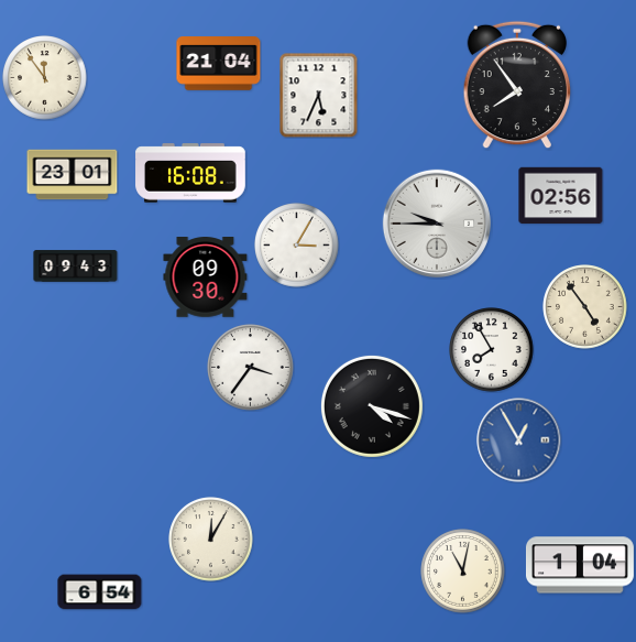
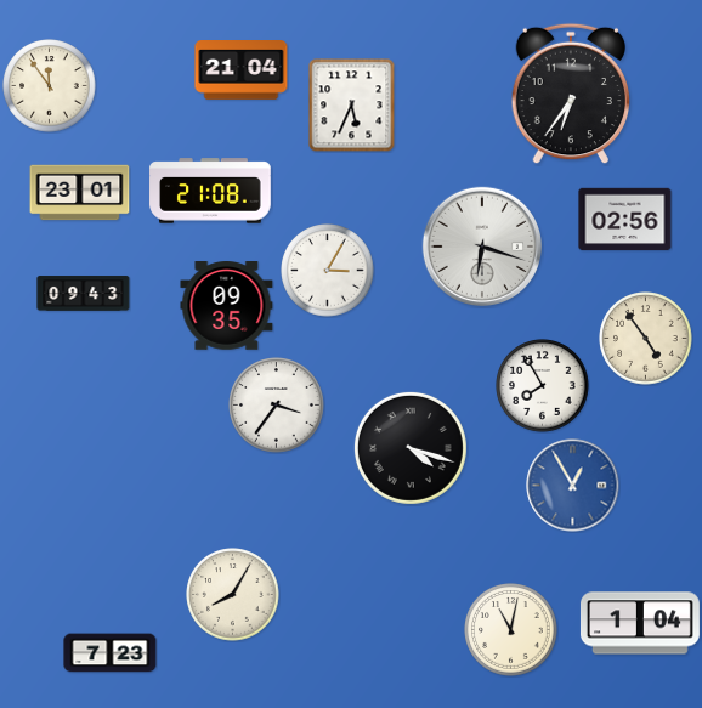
clock at (517, 85): 7:54 -> 6:36
clock at (190, 173): 16:08 -> 21:08
clock at (561, 196) position: (561, 196) -> (625, 220)
clock at (436, 222): 9:45 -> 6:18
clock at (206, 278): 09:30 -> 09:35
clock at (211, 540): 12:05 -> 8:05
clock at (100, 592): 6:54 -> 7:23
